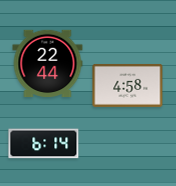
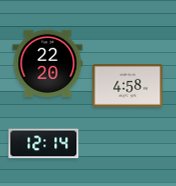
clock at (48, 64): 22:44 -> 22:20
clock at (44, 144): 6:14 -> 12:14
